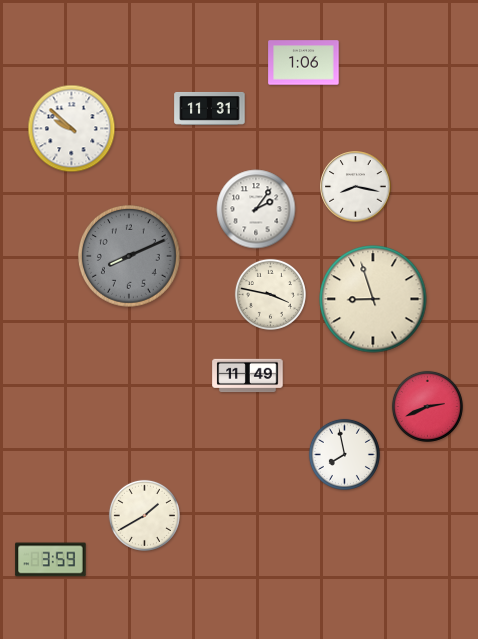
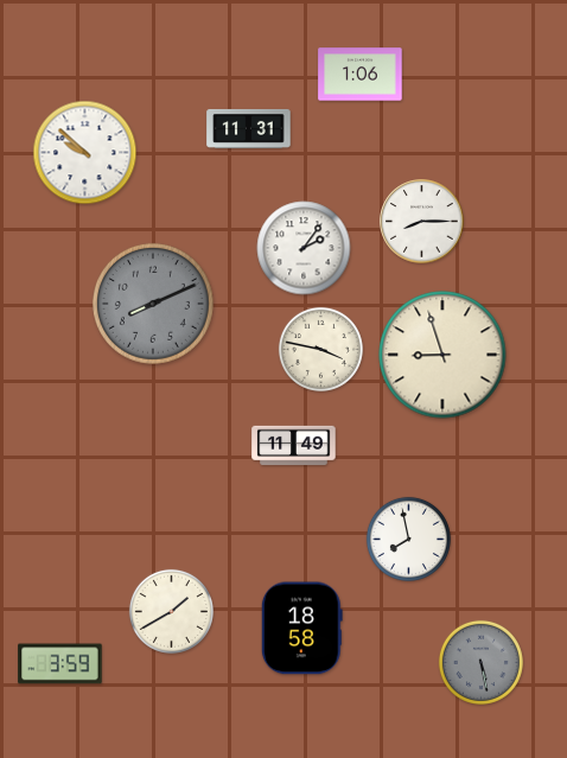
clock at (356, 187): 8:17 -> 8:15
clock at (427, 406): 2:41 -> none
clock at (301, 629): none -> 18:58
clock at (480, 662): none -> 5:28
